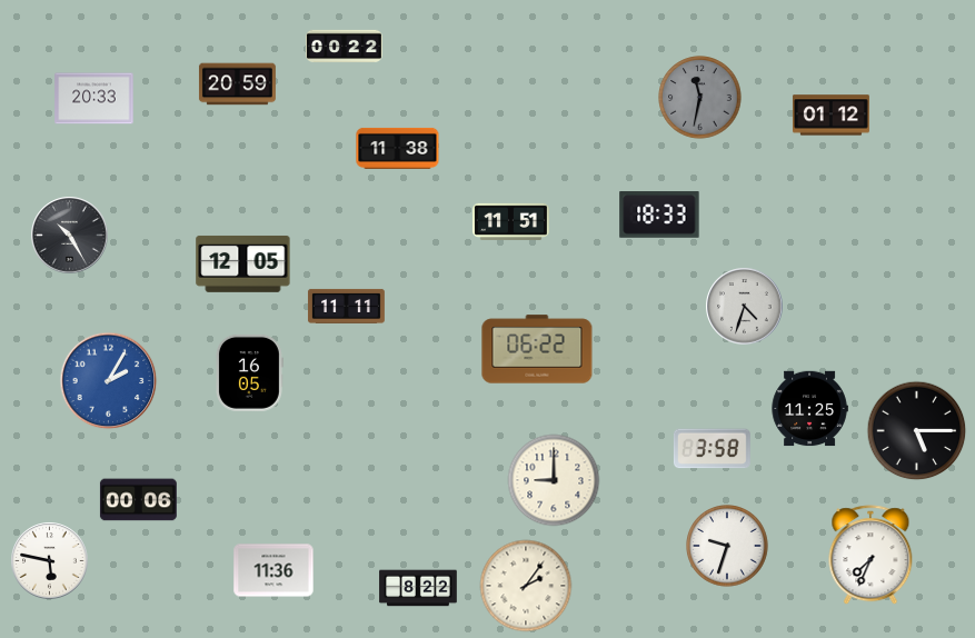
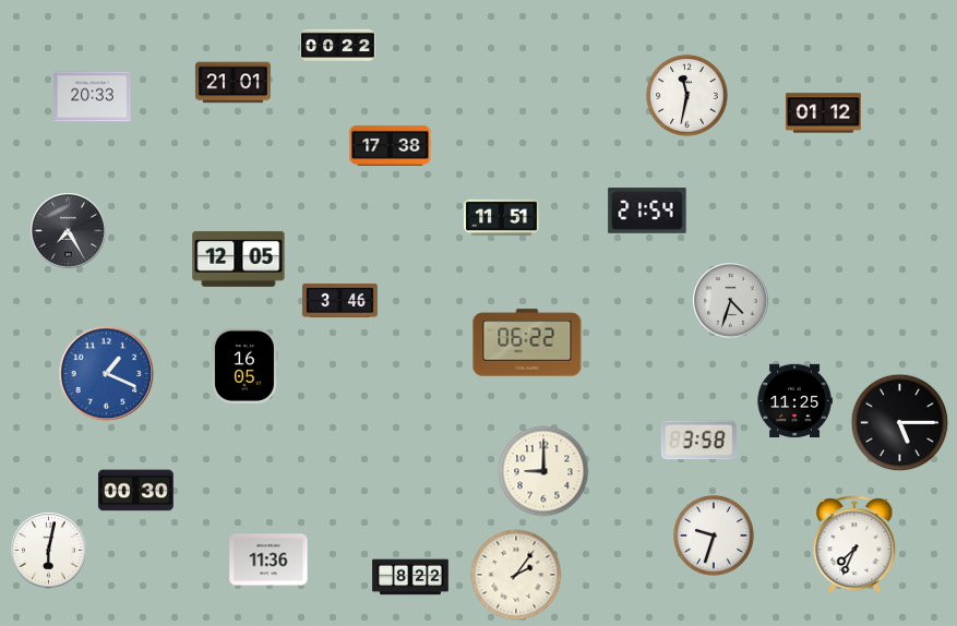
clock at (237, 84): 20:59 -> 21:01
clock at (700, 98) dial: grey -> white
clock at (830, 116) position: (830, 116) -> (823, 113)
clock at (398, 148): 11:38 -> 17:38
clock at (659, 215): 18:33 -> 21:54
clock at (70, 236): 10:25 -> 7:25
clock at (346, 306): 11:11 -> 3:46
clock at (109, 381): 2:05 -> 1:19
clock at (138, 500): 00:06 -> 00:30
clock at (50, 561): 5:47 -> 6:02
